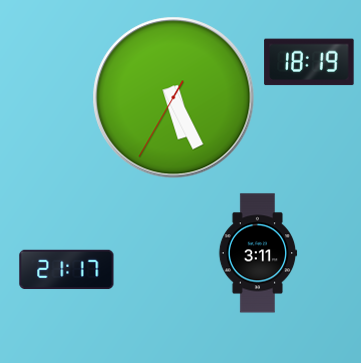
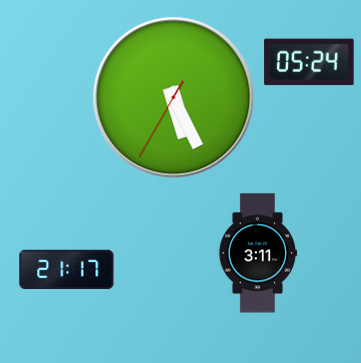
clock at (309, 62): 18:19 -> 05:24
